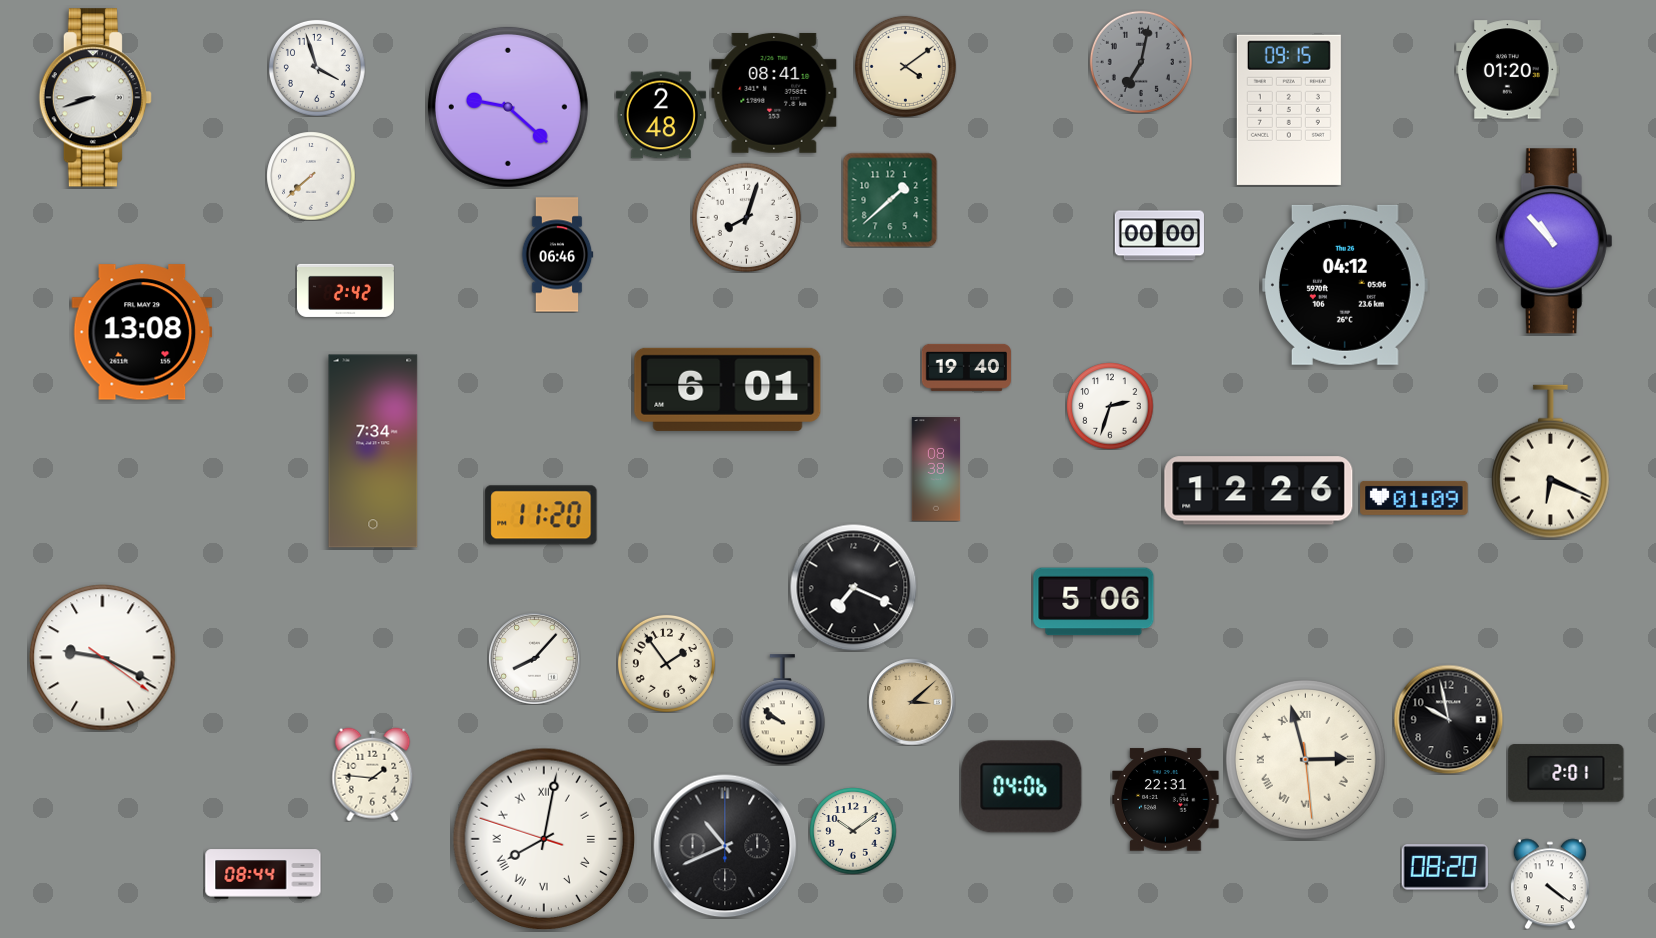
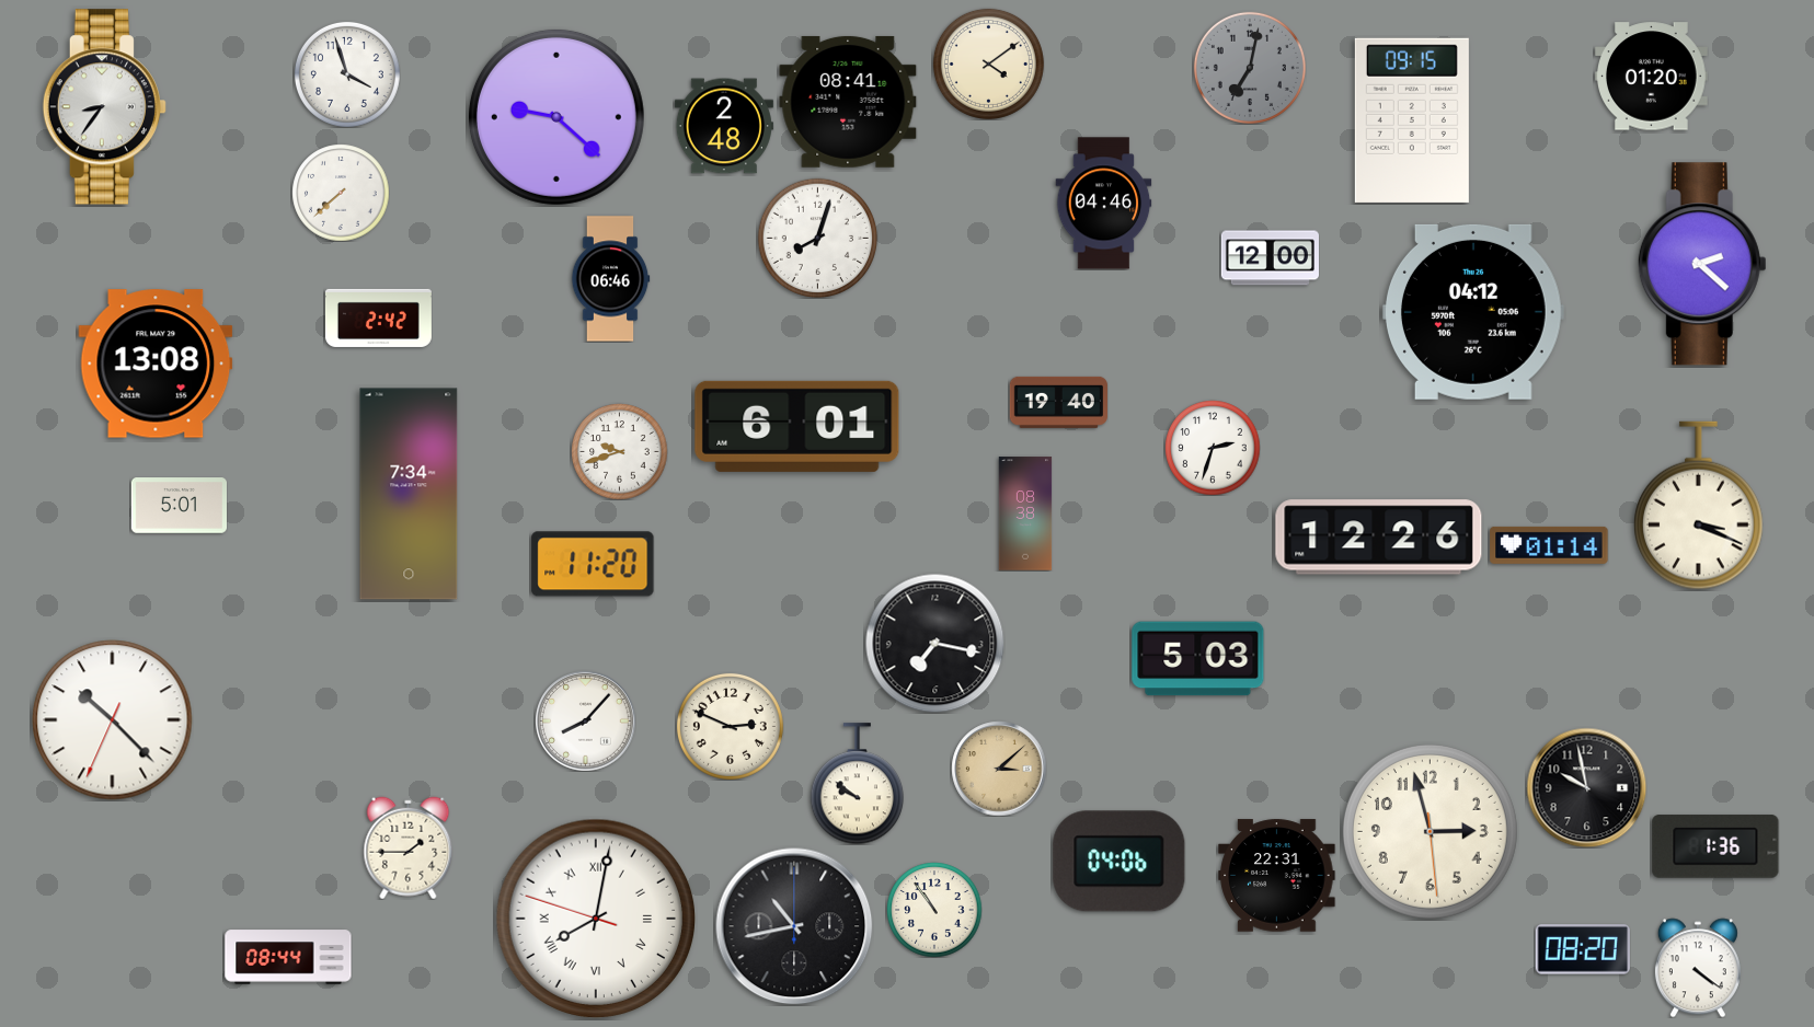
clock at (905, 66) position: (905, 66) -> (988, 64)
clock at (95, 98): 8:42 -> 8:36
clock at (1104, 204): none -> 04:46
clock at (890, 200): 1:38 -> none
clock at (1159, 236): 00:00 -> 12:00
clock at (1554, 241): 10:53 -> 2:22
clock at (1110, 406) position: (1110, 406) -> (1213, 448)
clock at (619, 451): none -> 9:42
clock at (179, 506): none -> 5:01
clock at (1550, 462): 6:19 -> 3:19
clock at (1414, 498): 01:09 -> 01:14
clock at (853, 587): 7:19 -> 7:17
clock at (1094, 602): 5:06 -> 5:03
clock at (103, 658): 9:19 -> 10:22
clock at (666, 663): 1:54 -> 2:49
clock at (782, 710) position: (782, 710) -> (857, 784)
clock at (1305, 759) numerals: Roman -> Arabic
clock at (1566, 773): 2:01 -> 1:36
clock at (373, 774): 1:46 -> 1:45
clock at (853, 831): 10:09 -> 10:54
clock at (725, 846): 10:41 -> 10:43
